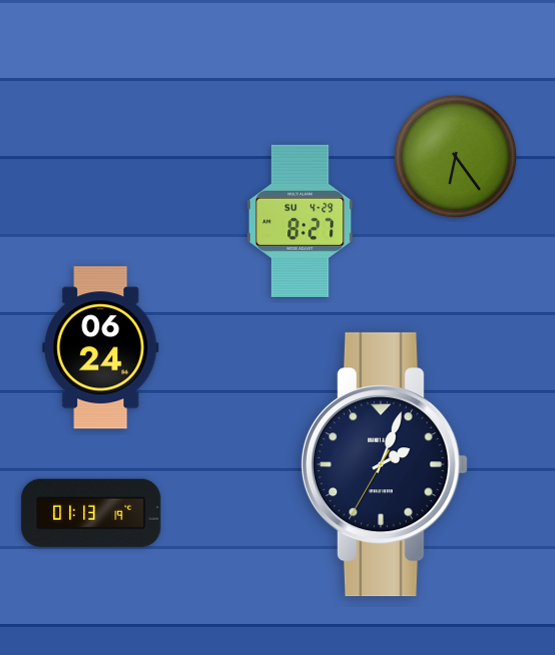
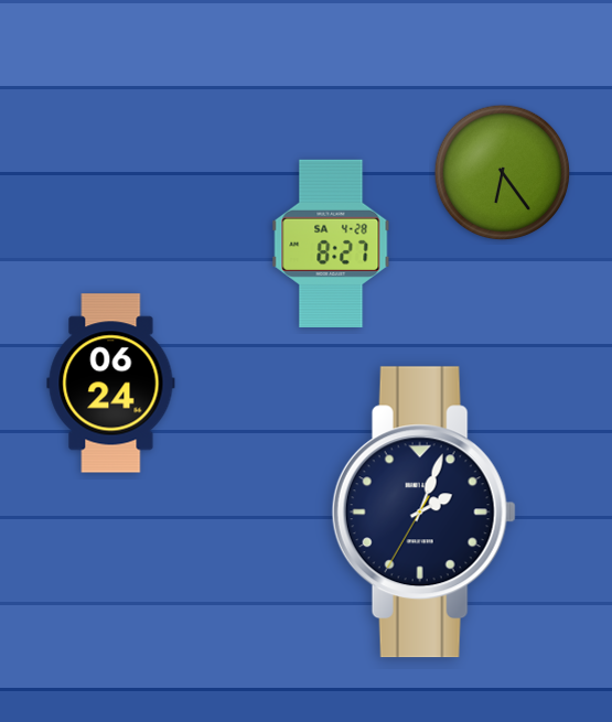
clock at (300, 221) date: SU 4-29 -> SA 4-28
clock at (91, 513): 01:13 -> none
